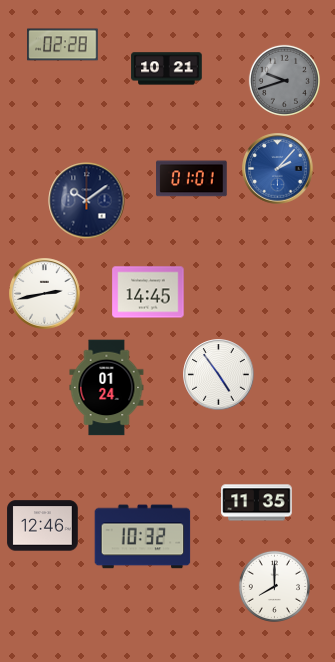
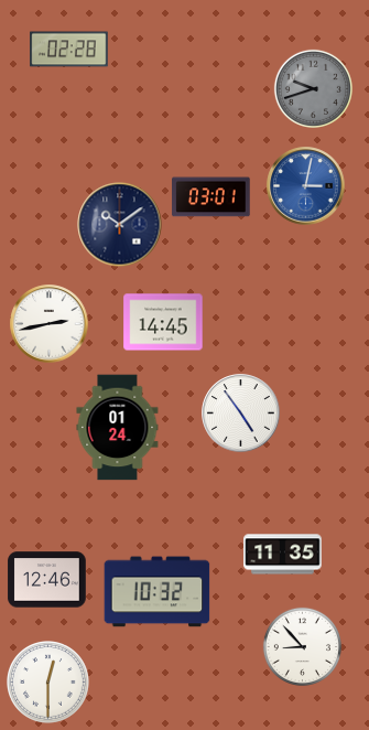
clock at (167, 69): 10:21 -> none
clock at (278, 169): 2:07 -> 3:02
clock at (192, 179): 01:01 -> 03:01
clock at (87, 201) position: (87, 201) -> (120, 225)
clock at (274, 586): 8:00 -> 8:53
clock at (48, 683): none -> 12:30
